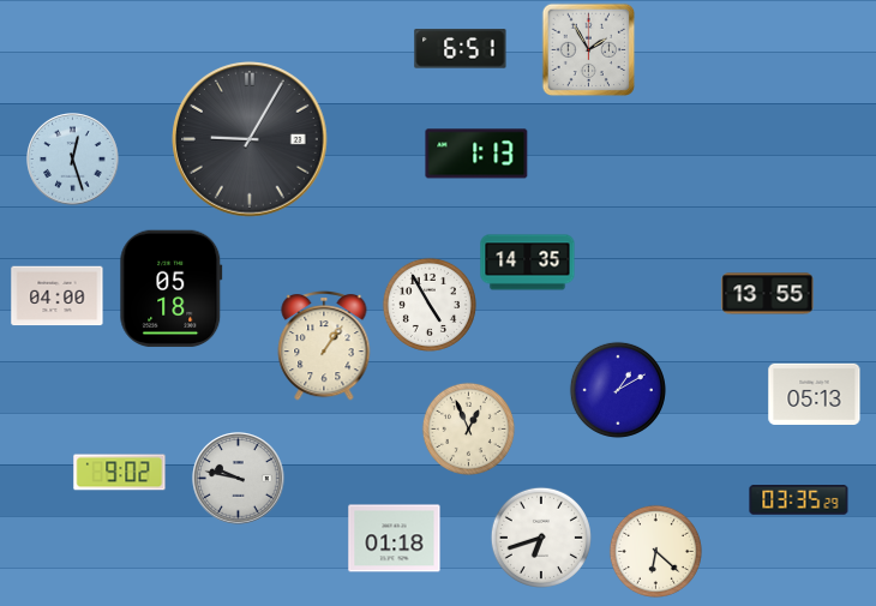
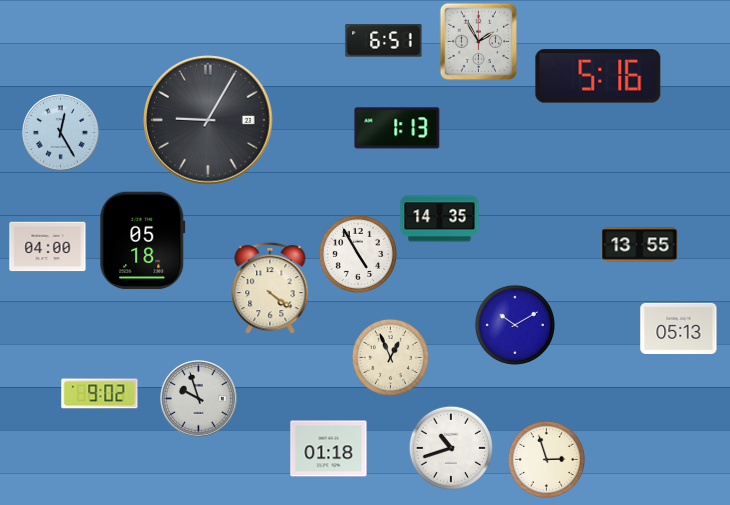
clock at (588, 49) position: (588, 49) -> (478, 41)
clock at (598, 76): none -> 5:16
clock at (250, 139) position: (250, 139) -> (208, 120)
clock at (73, 160): 12:27 -> 12:25
clock at (324, 346): 1:06 -> 4:21
clock at (618, 390): 1:10 -> 10:10
clock at (239, 479): 9:47 -> 9:57
clock at (799, 500): 03:35 -> none
clock at (541, 538): 6:42 -> 10:42
clock at (655, 551): 6:22 -> 2:57
